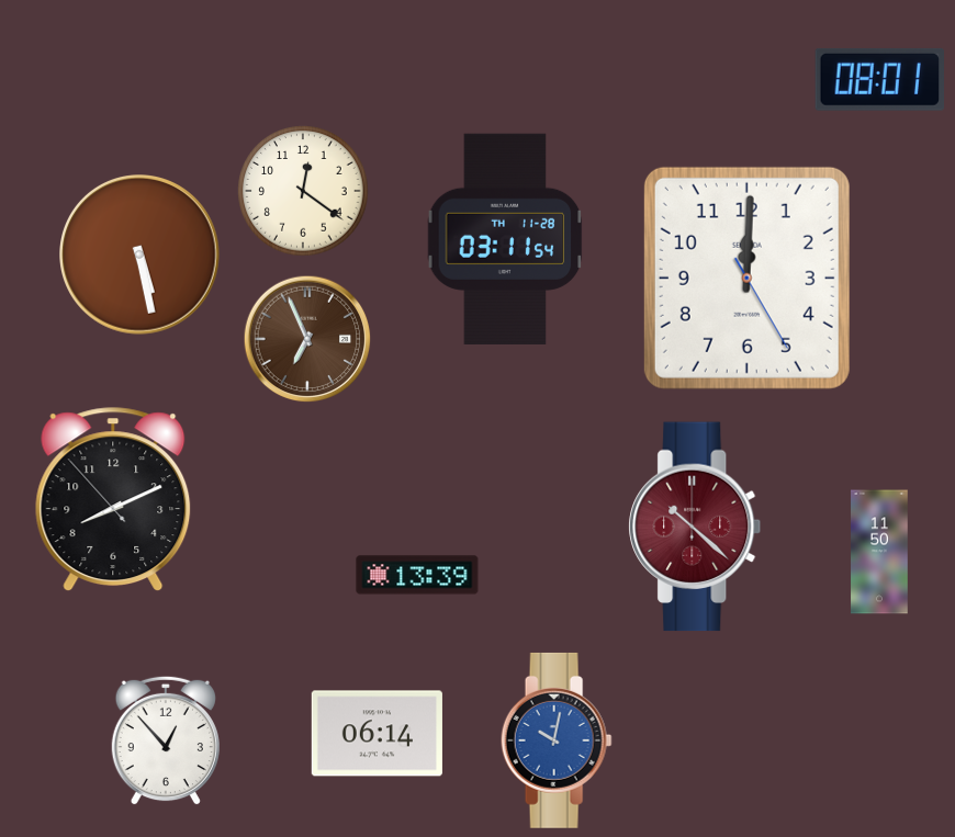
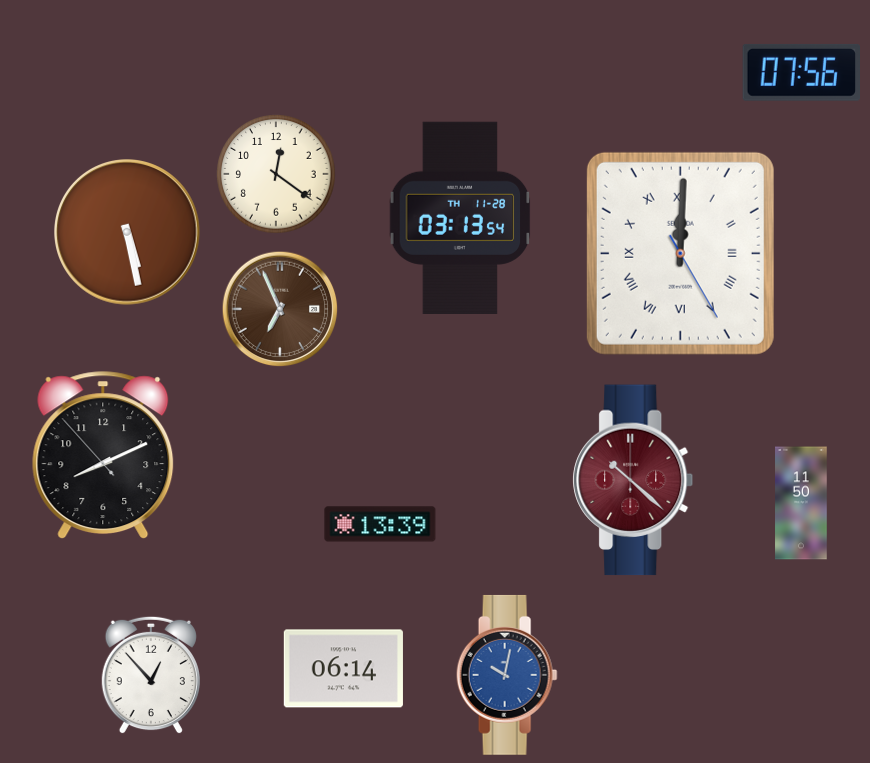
clock at (879, 79): 08:01 -> 07:56
clock at (505, 238): 03:11 -> 03:13
clock at (746, 278) numerals: Arabic -> Roman
